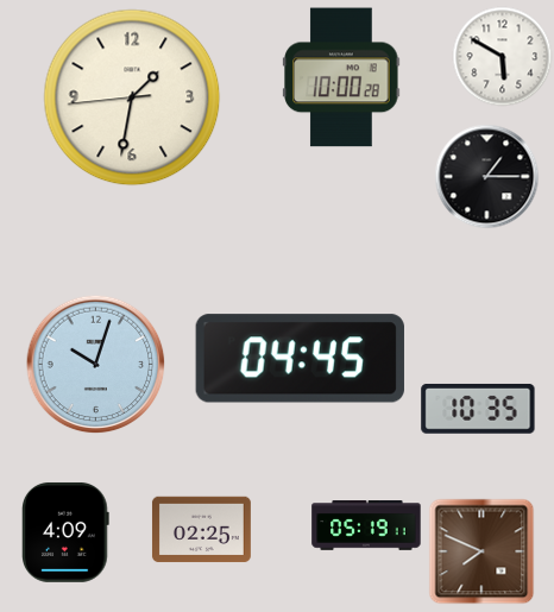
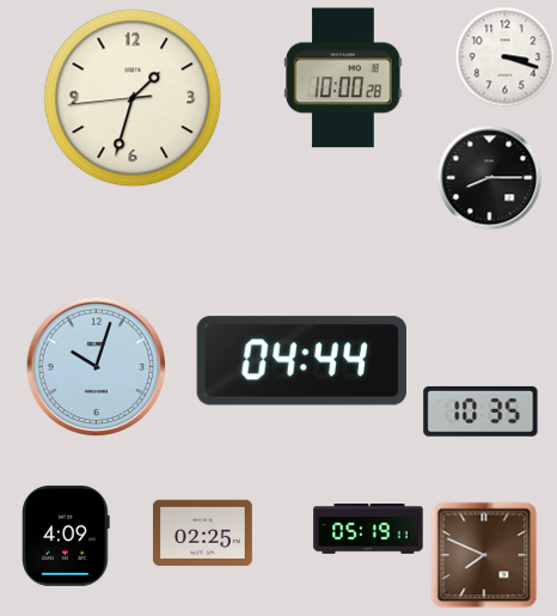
clock at (502, 56): 5:50 -> 3:18
clock at (132, 97): 1:31 -> 1:32
clock at (486, 176): 1:15 -> 8:15
clock at (300, 359): 04:45 -> 04:44
